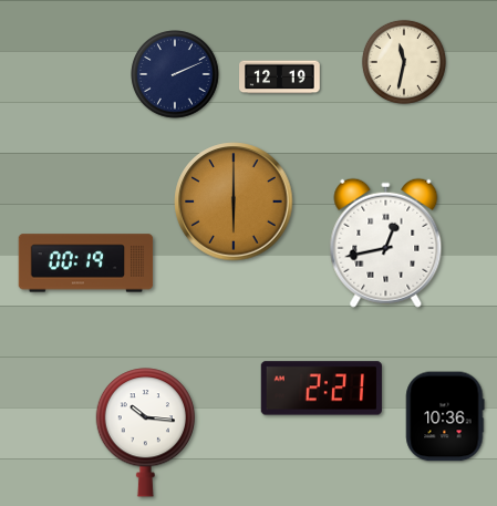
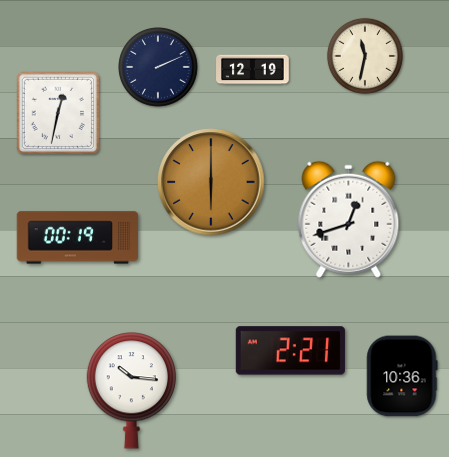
clock at (57, 112): none -> 12:32
clock at (386, 242): 12:43 -> 12:42
